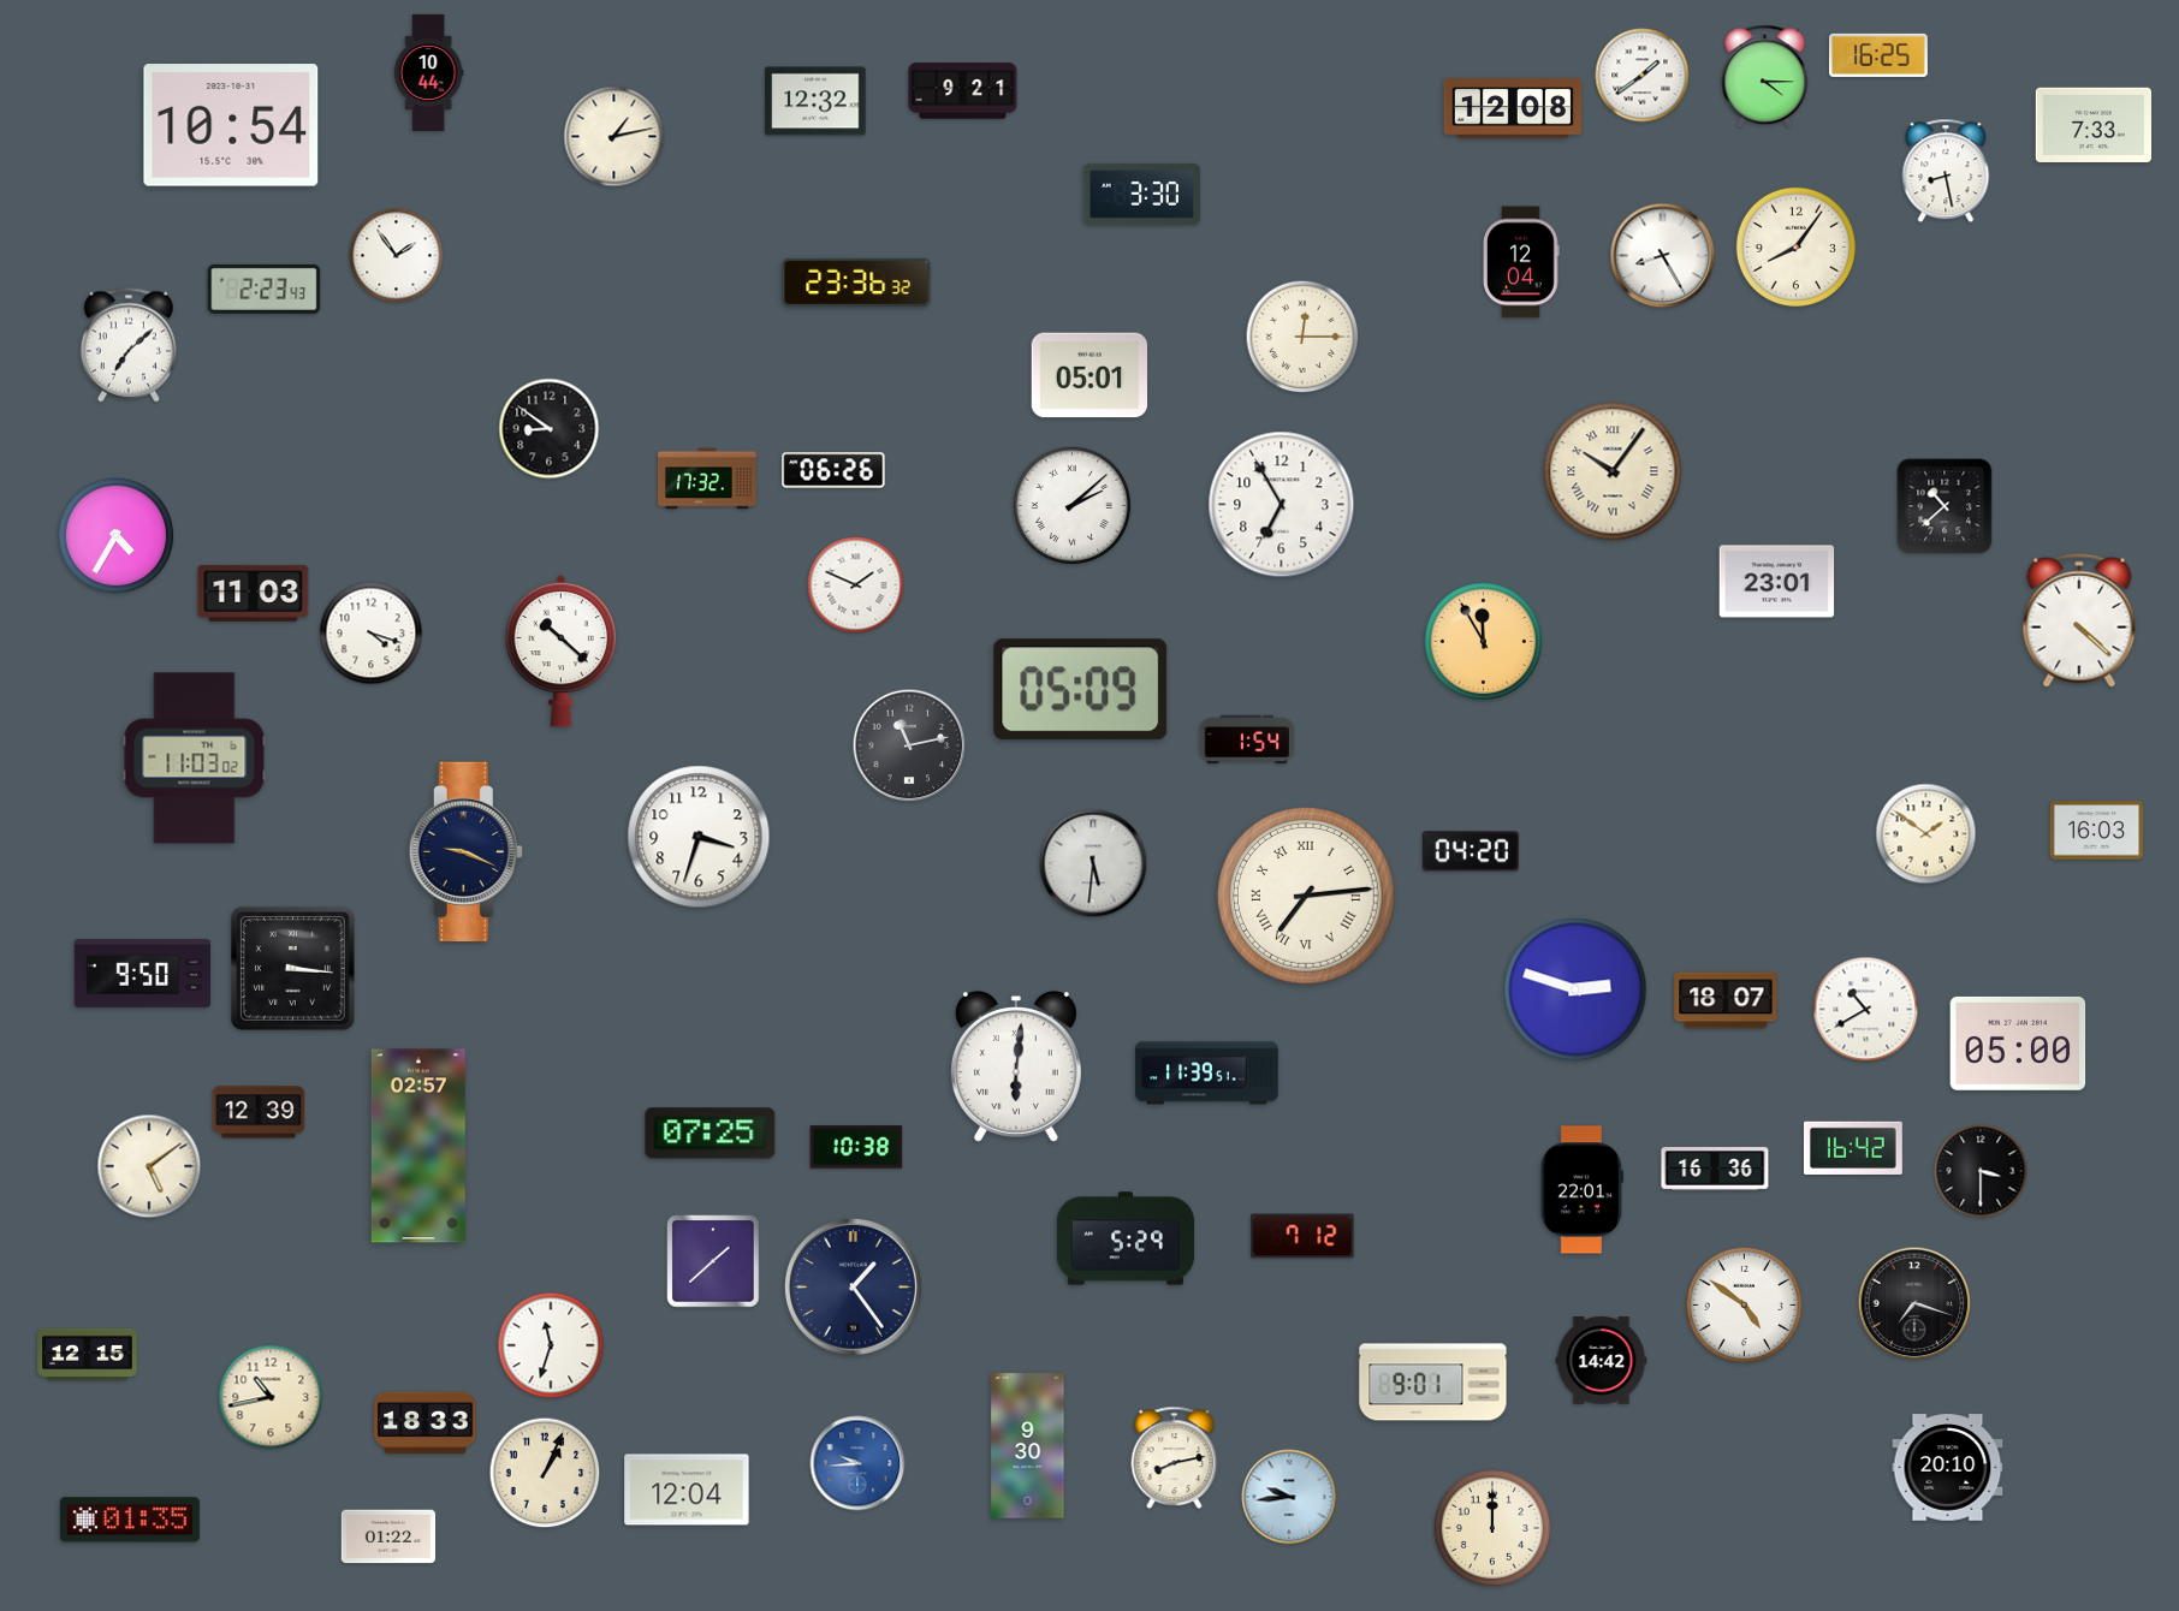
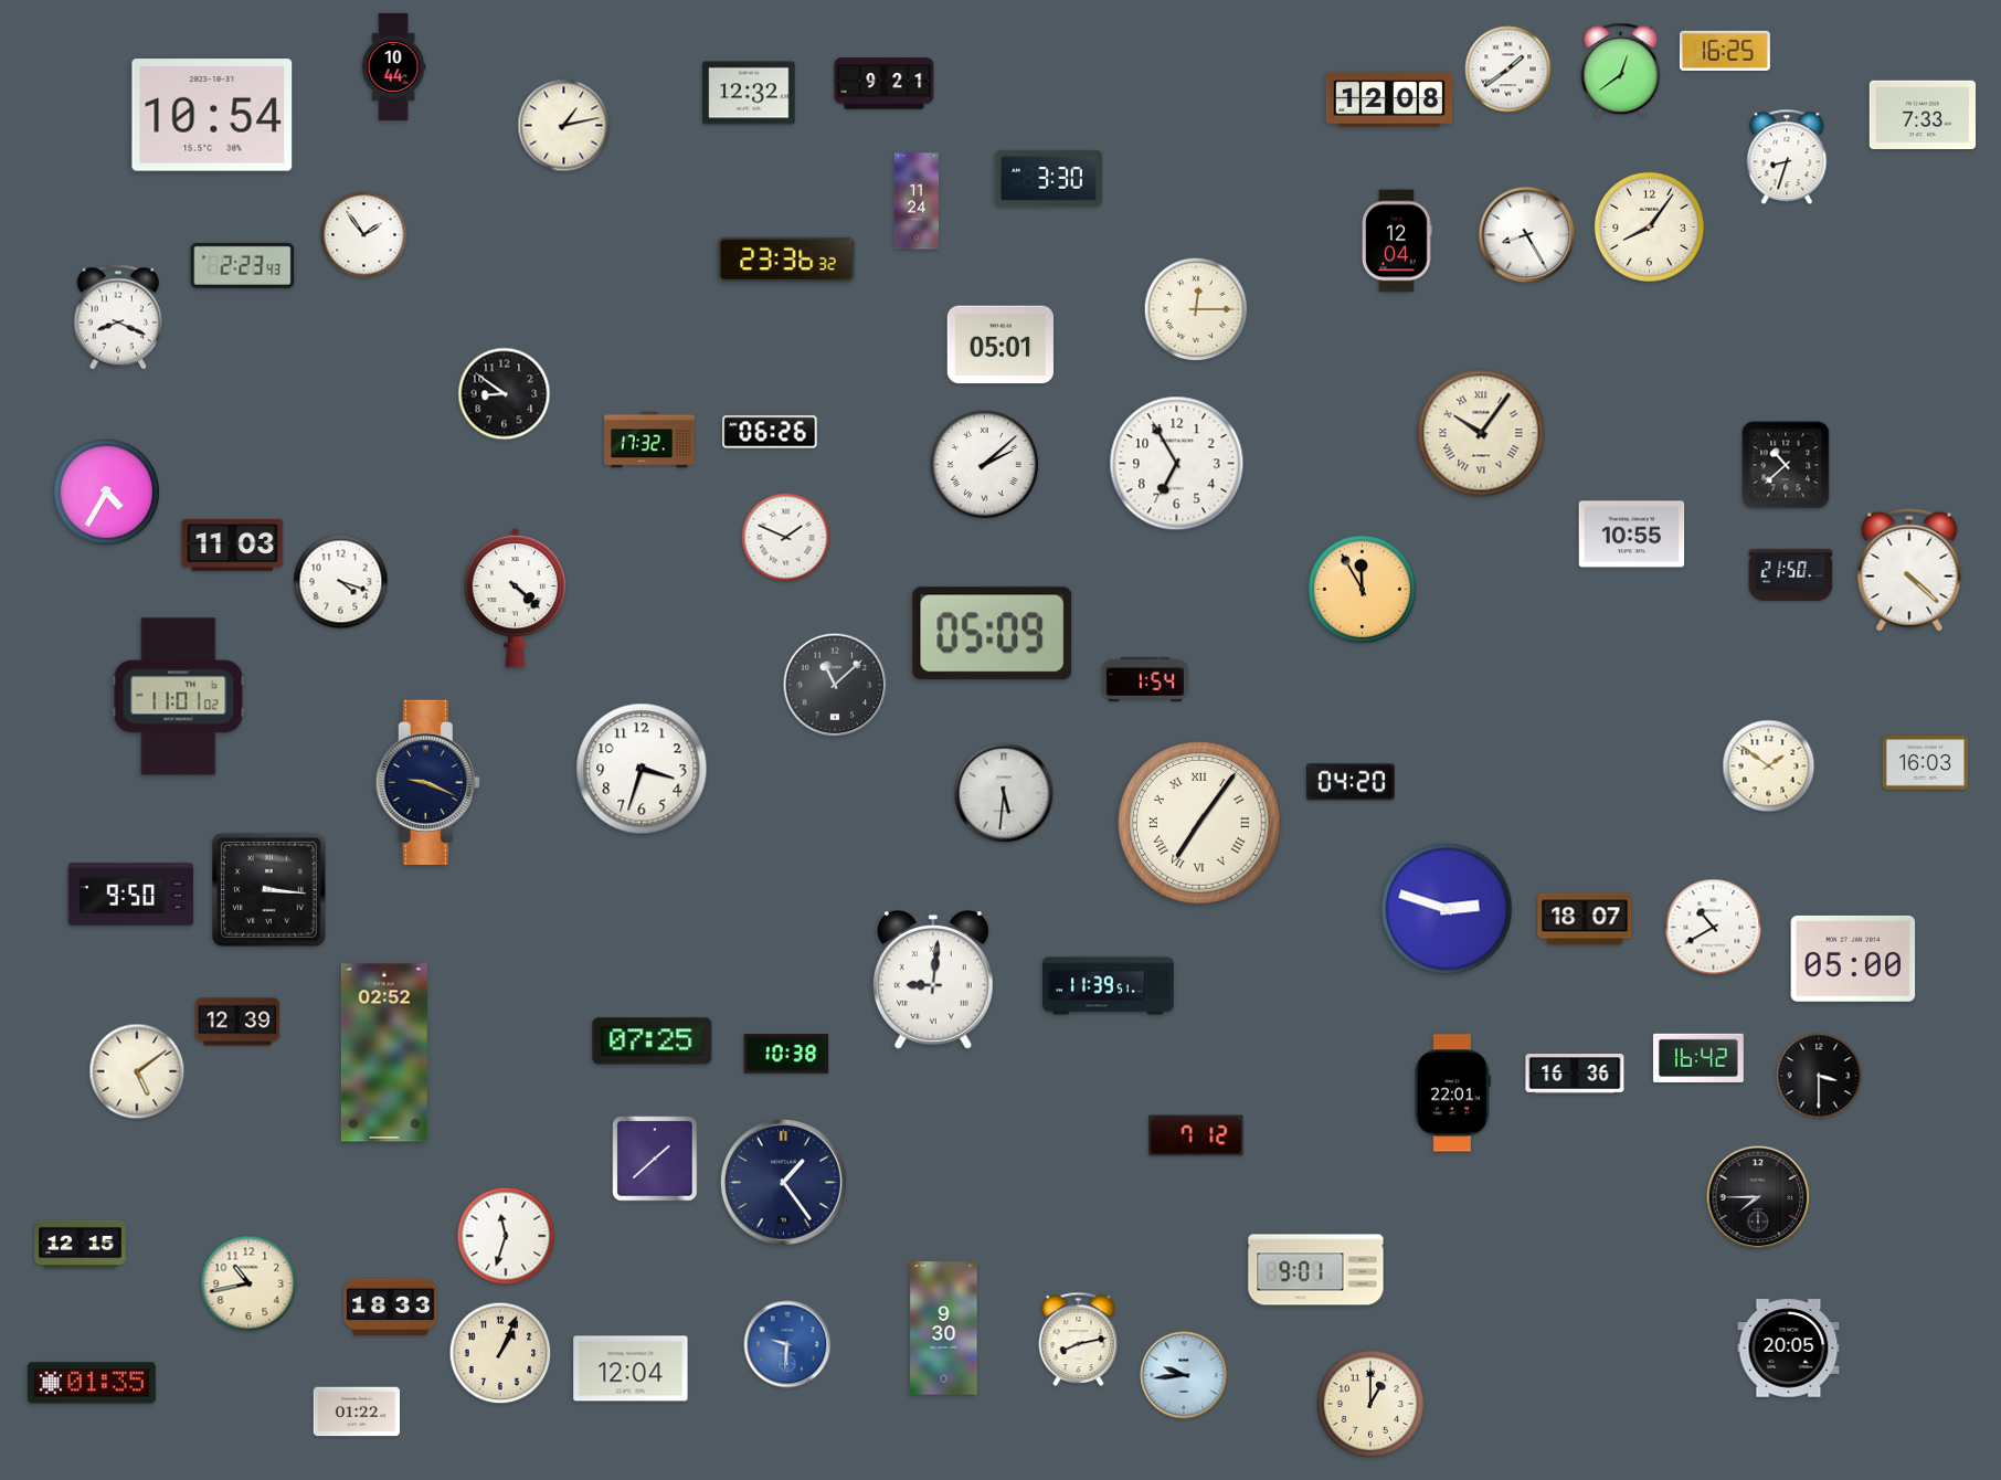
clock at (1765, 77): 4:15 -> 12:39
clock at (1946, 171): 8:28 -> 8:33
clock at (915, 201): none -> 11:24
clock at (129, 345): 7:08 -> 8:19
clock at (833, 470) position: (833, 470) -> (770, 432)
clock at (1777, 582): 23:01 -> 10:55
clock at (1791, 574): none -> 21:50
clock at (562, 650): 10:22 -> 4:22
clock at (909, 745): 11:13 -> 11:08
clock at (195, 759): 11:03 -> 11:01
clock at (1306, 896): 7:14 -> 7:06
clock at (1016, 1068): 6:01 -> 9:01
clock at (418, 1146): 02:57 -> 02:52
clock at (1853, 1148) position: (1853, 1148) -> (1698, 1058)
clock at (1126, 1238): 5:29 -> none
clock at (1914, 1303): 7:18 -> 7:45
clock at (1745, 1306): 4:51 -> none
clock at (1602, 1361): 14:42 -> none
clock at (857, 1463): 9:44 -> 9:31
clock at (1948, 1468): 20:10 -> 20:05
clock at (130, 1520) position: (130, 1520) -> (92, 1383)
clock at (1491, 1527): 12:00 -> 1:00
